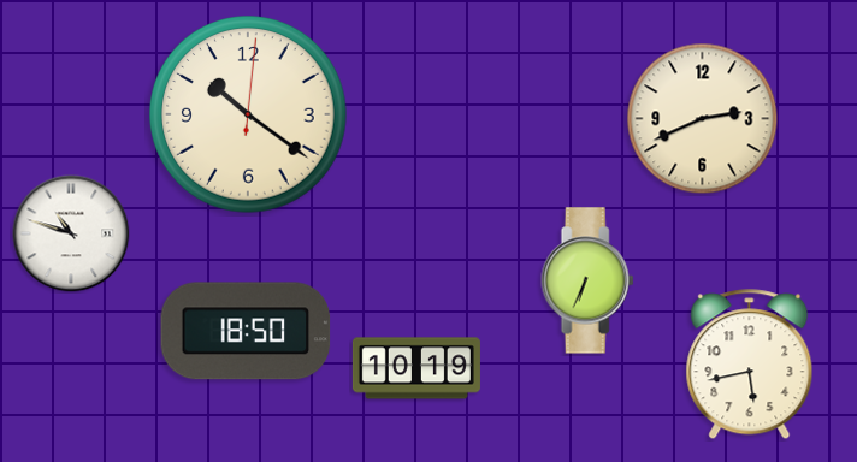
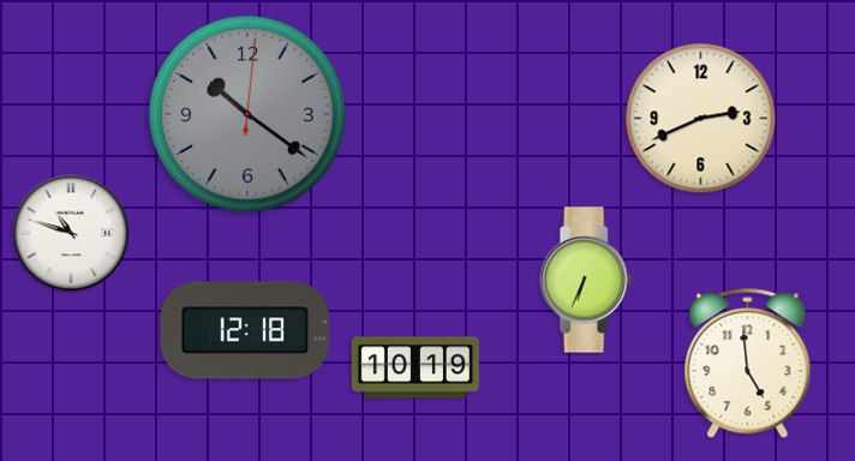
clock at (248, 114) dial: cream -> grey
clock at (246, 331): 18:50 -> 12:18
clock at (750, 365): 5:43 -> 4:59
